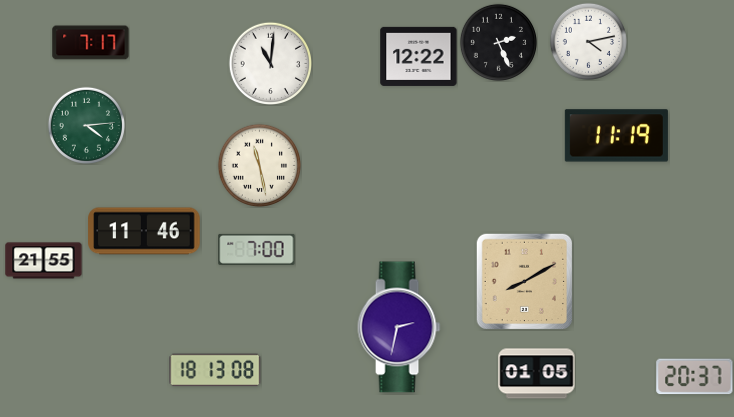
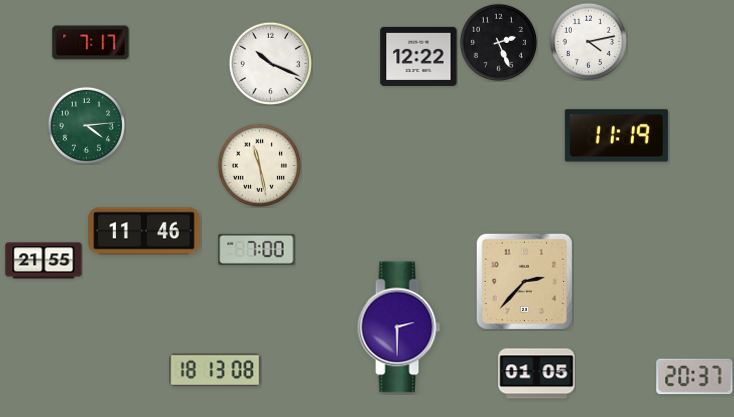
clock at (270, 63): 11:01 -> 10:19
clock at (524, 281): 8:10 -> 2:37
clock at (399, 327): 2:32 -> 2:30
